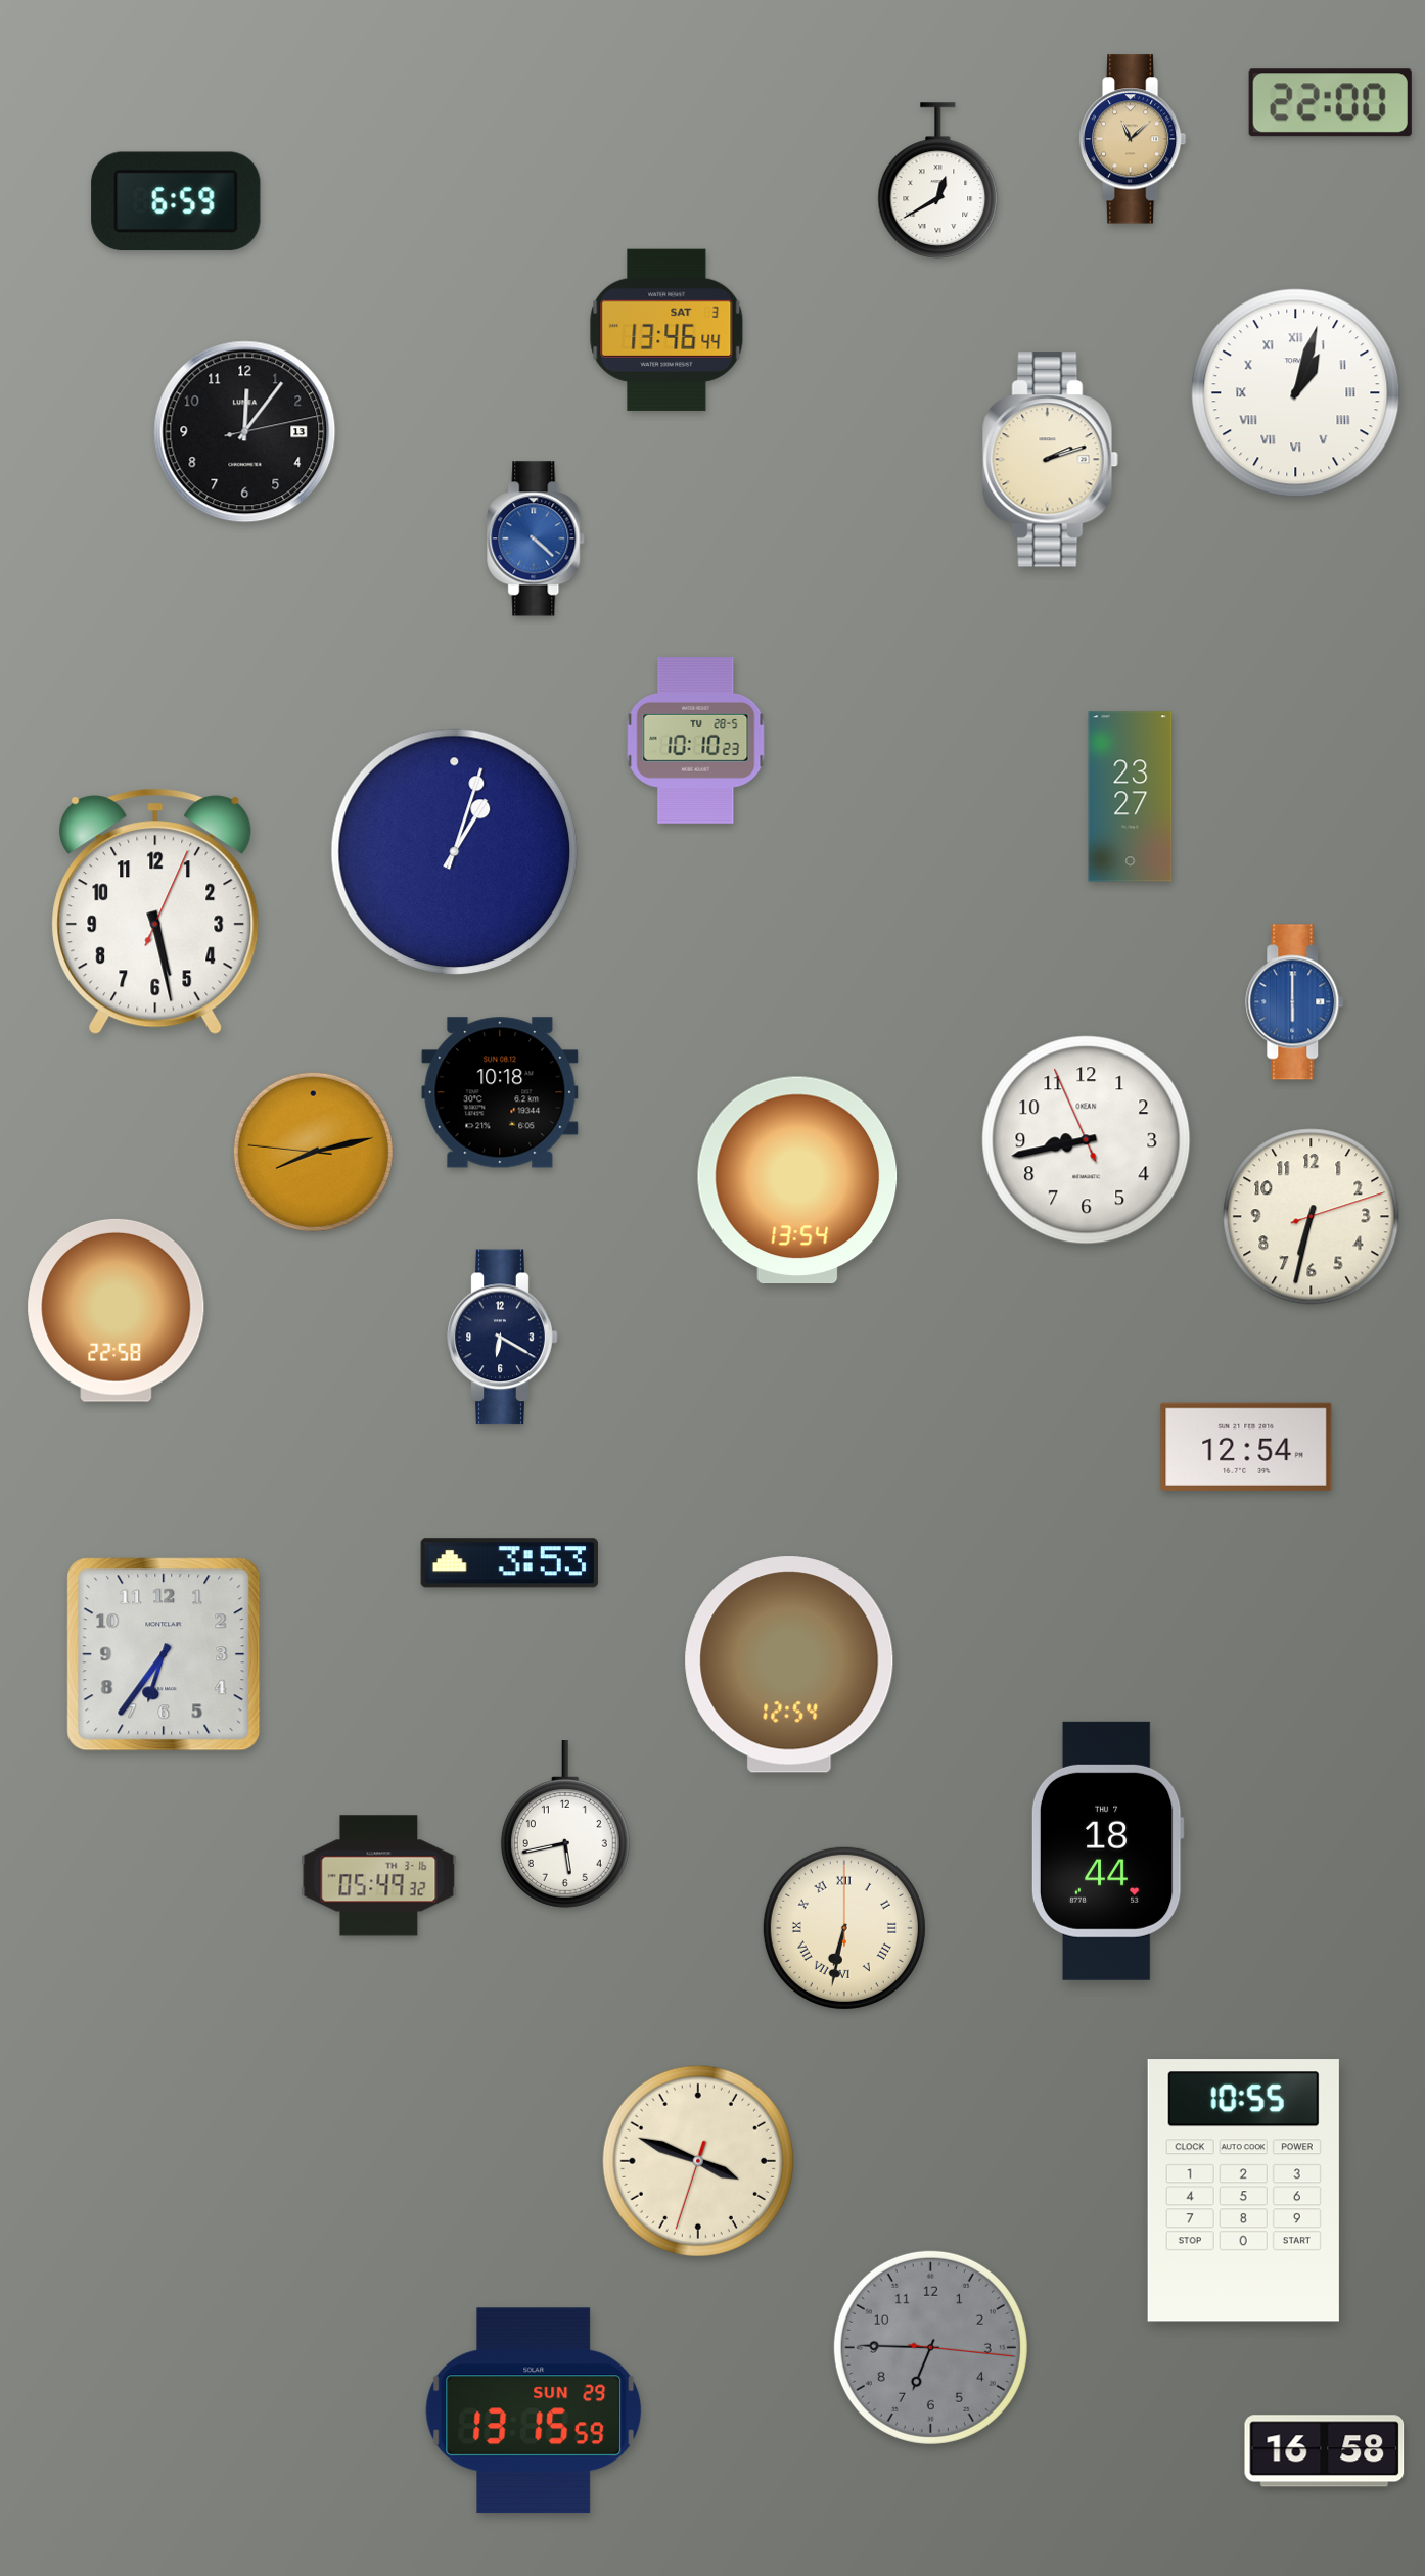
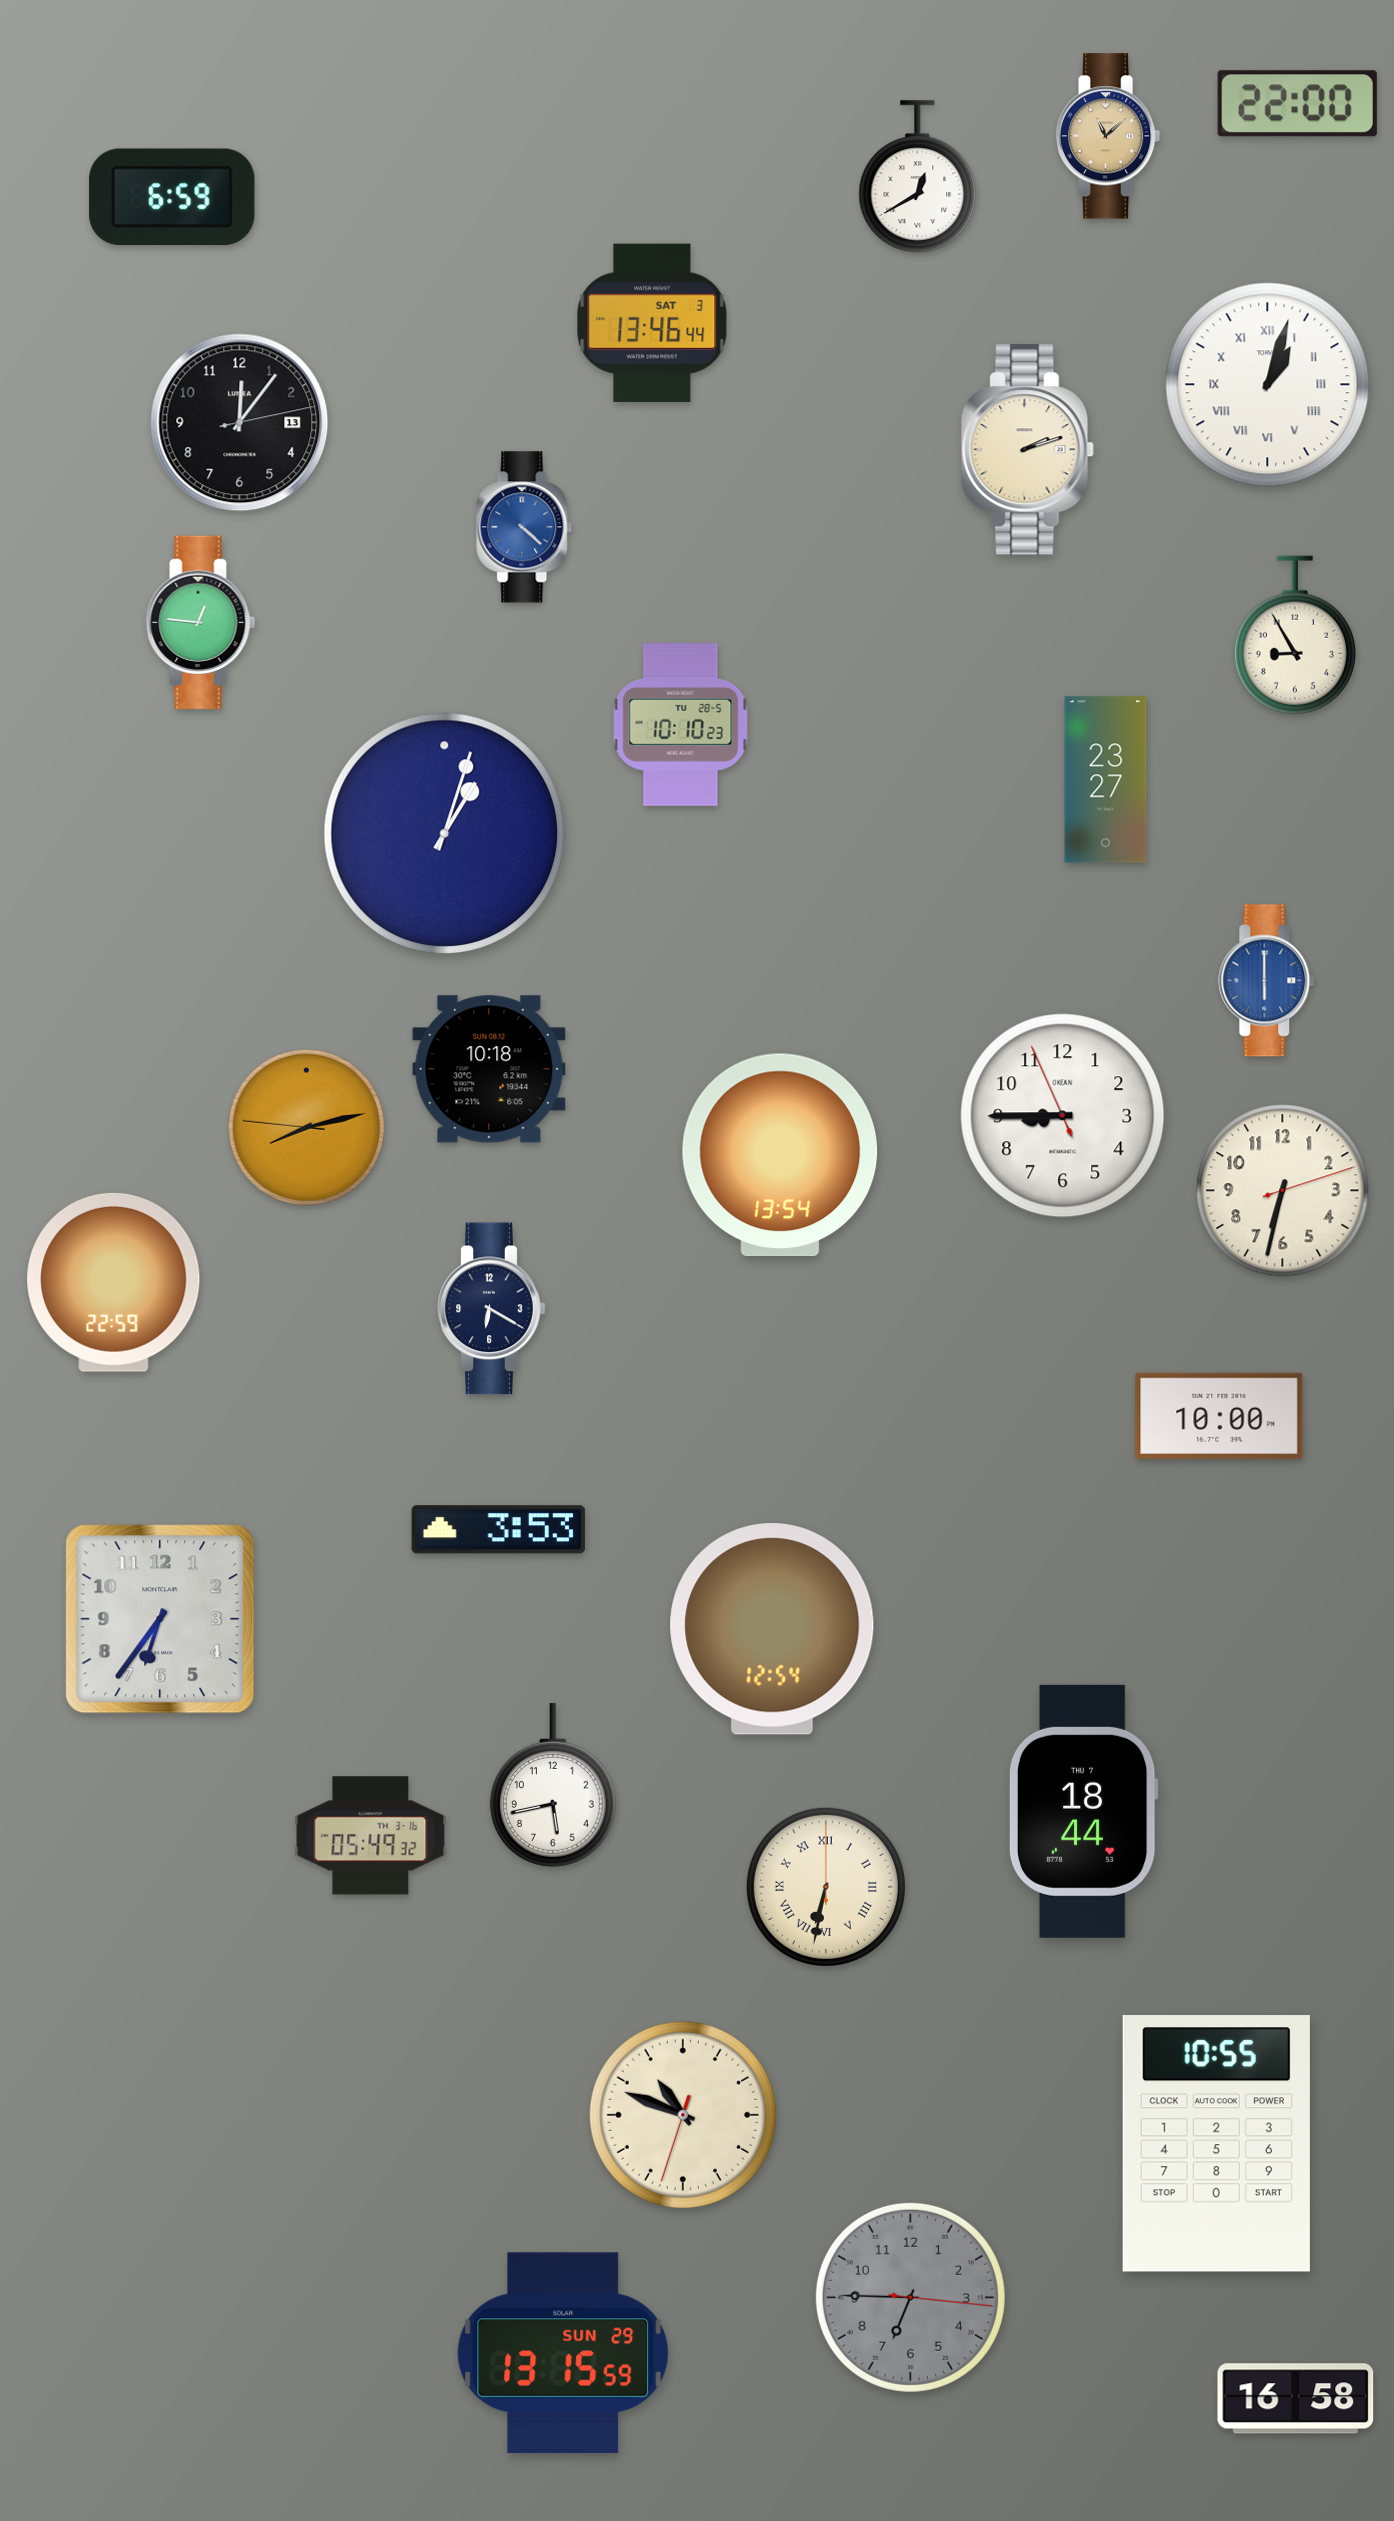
clock at (1330, 103) position: (1330, 103) -> (1297, 104)
clock at (201, 622): none -> 12:46
clock at (1295, 635): none -> 8:55
clock at (155, 911): 5:28 -> none
clock at (1087, 1140): 8:42 -> 8:44
clock at (117, 1310): 22:58 -> 22:59
clock at (1246, 1447): 12:54 -> 10:00
clock at (698, 2161): 3:48 -> 10:48
clock at (534, 2410) position: (534, 2410) -> (563, 2353)
